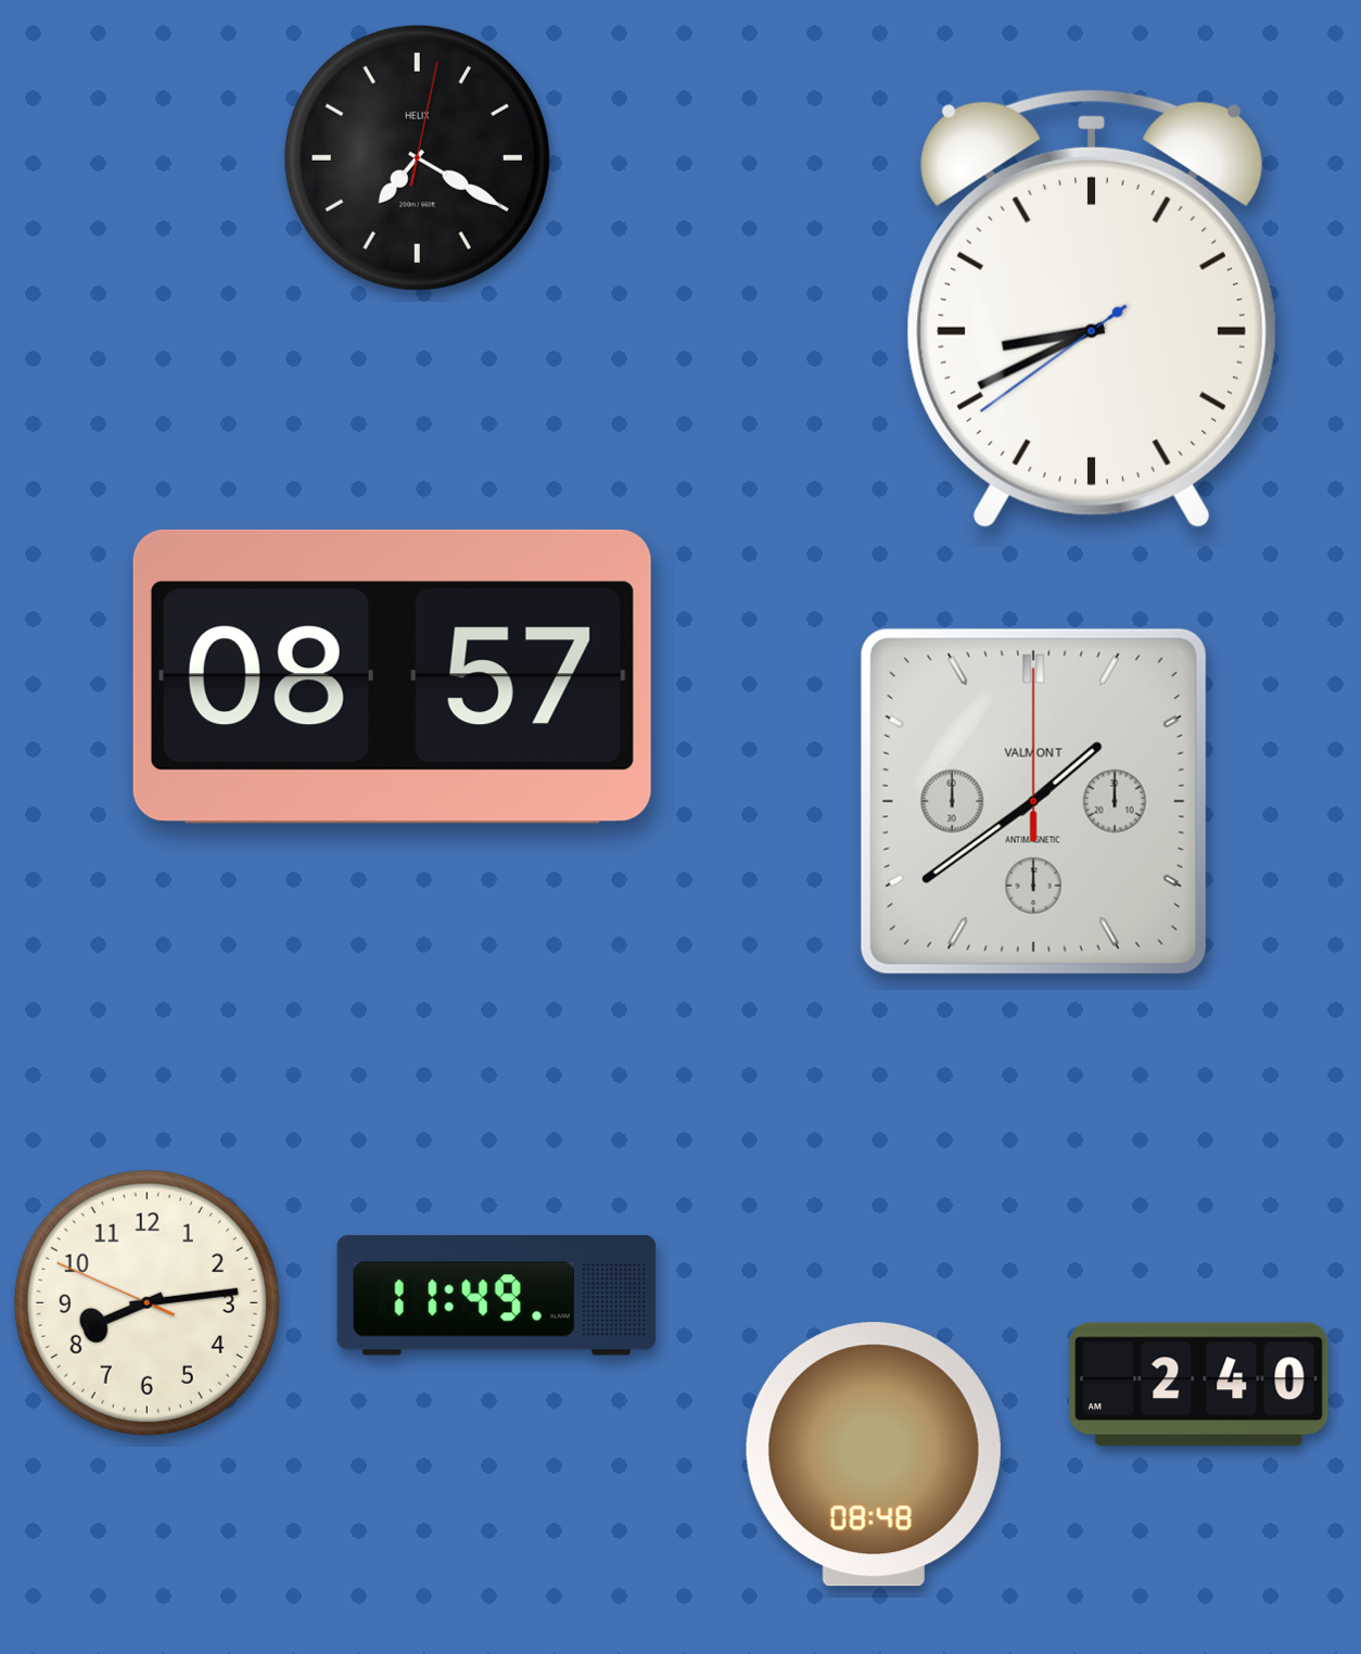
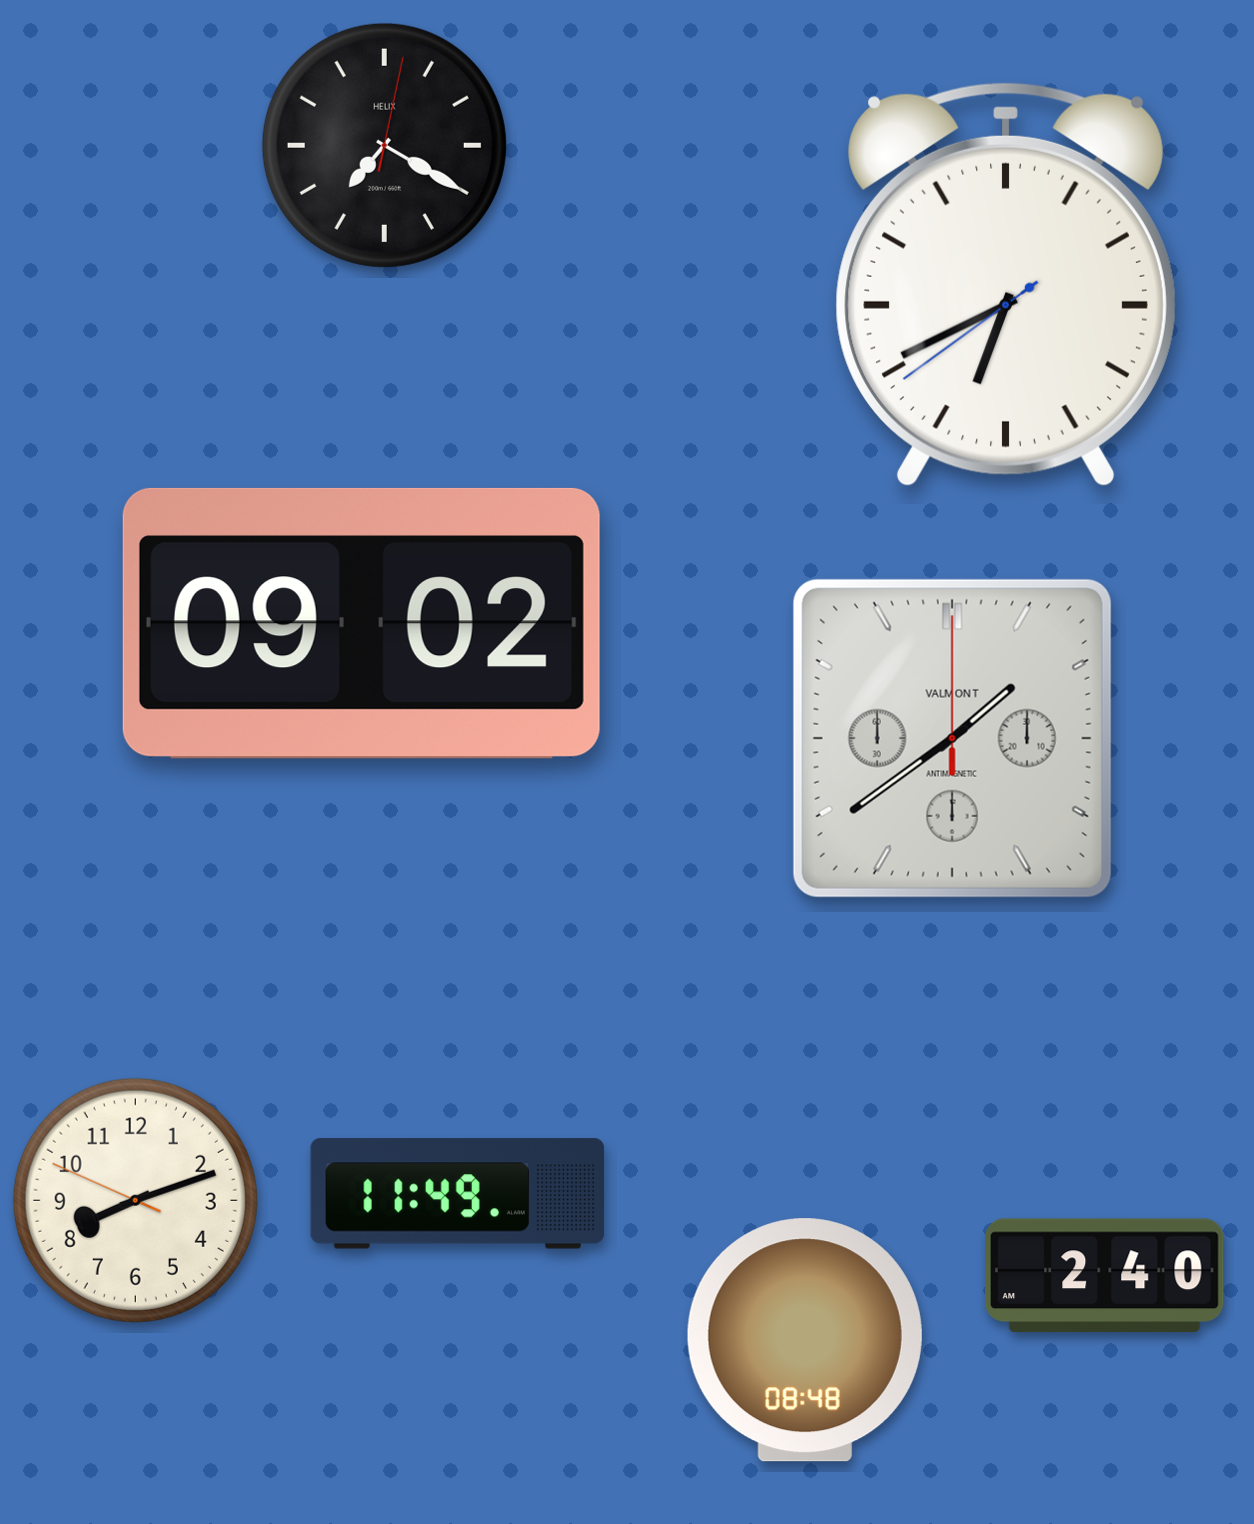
clock at (1092, 309): 8:40 -> 6:40
clock at (392, 676): 08:57 -> 09:02
clock at (147, 1302): 8:13 -> 8:11
